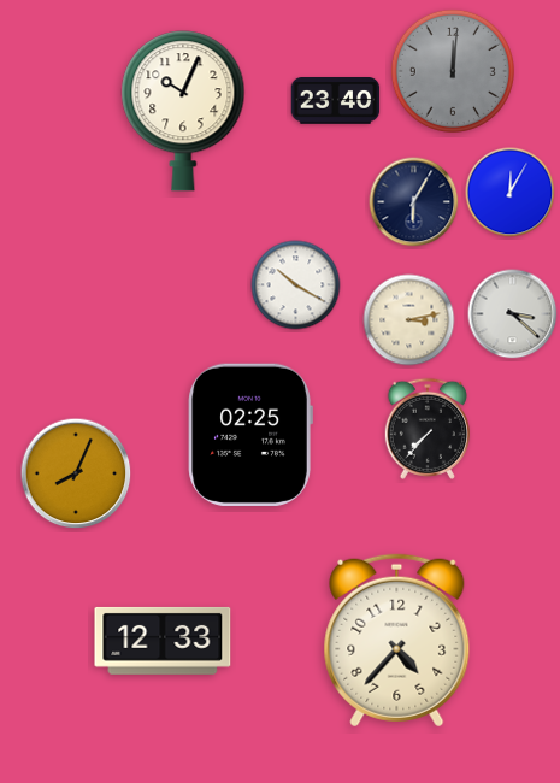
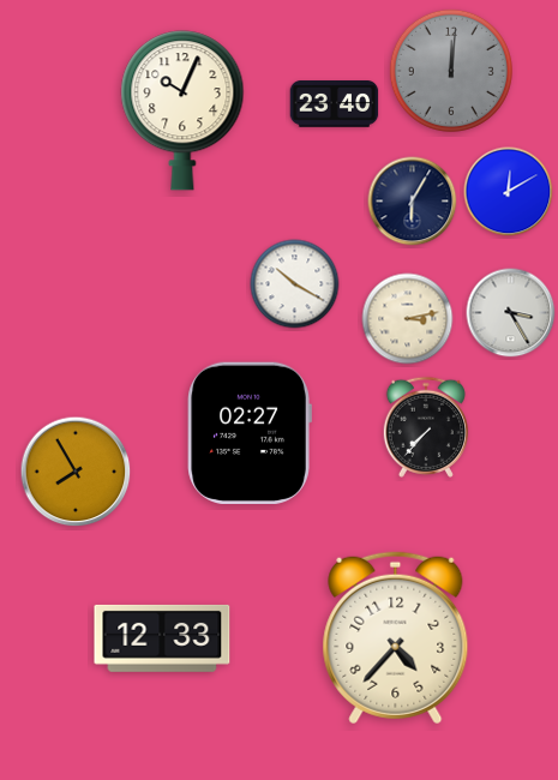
clock at (336, 101) position: (336, 101) -> (335, 104)
clock at (511, 193): 12:05 -> 12:10
clock at (513, 314): 3:22 -> 3:25
clock at (250, 435): 02:25 -> 02:27
clock at (76, 473): 8:04 -> 7:55
